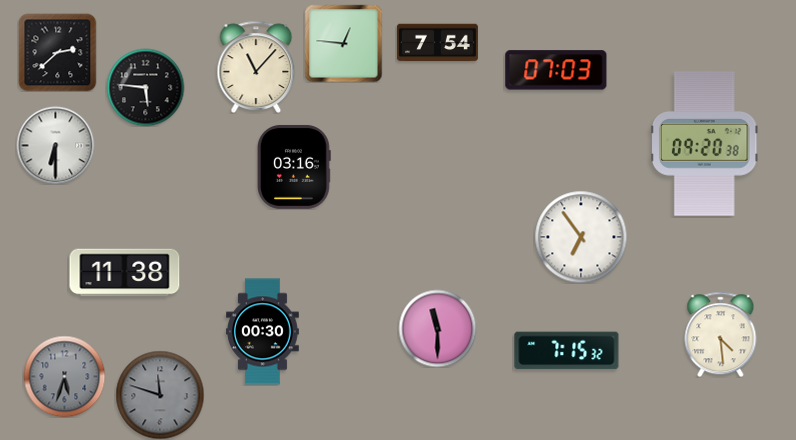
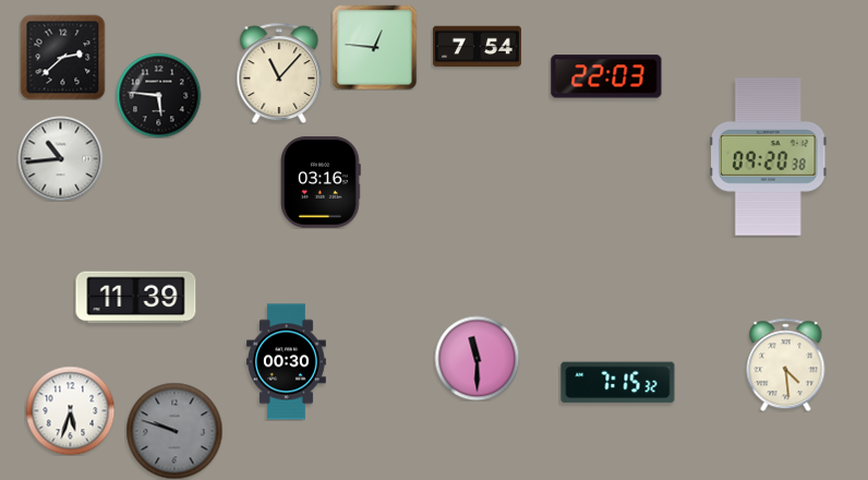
clock at (556, 70): 07:03 -> 22:03
clock at (55, 145): 6:30 -> 10:44
clock at (581, 237): 6:54 -> none
clock at (125, 273): 11:38 -> 11:39
clock at (64, 376) dial: grey -> white
clock at (160, 395): 11:48 -> 9:48
